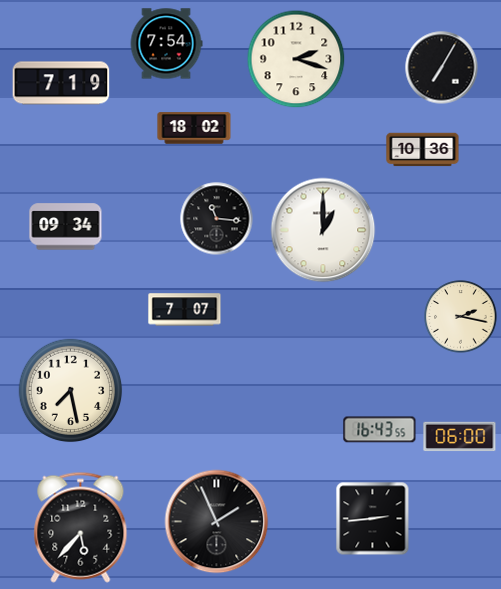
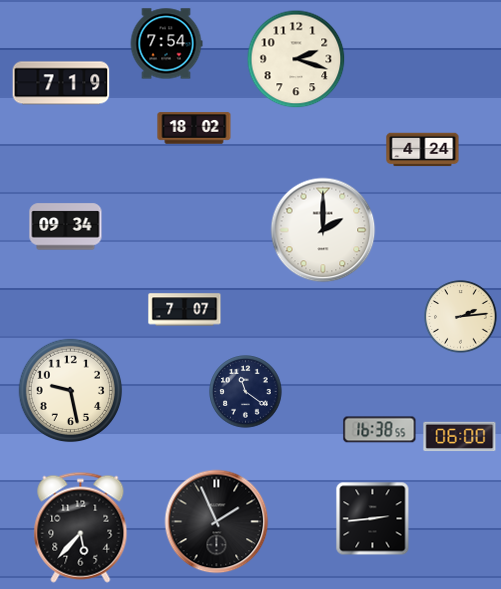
clock at (442, 68): 7:05 -> none
clock at (423, 150): 10:36 -> 4:24
clock at (217, 219): 11:16 -> none
clock at (323, 230): 1:00 -> 2:00
clock at (461, 317): 2:17 -> 2:14
clock at (71, 391): 7:28 -> 9:28
clock at (246, 392): none -> 11:21
clock at (380, 430): 16:43 -> 16:38
